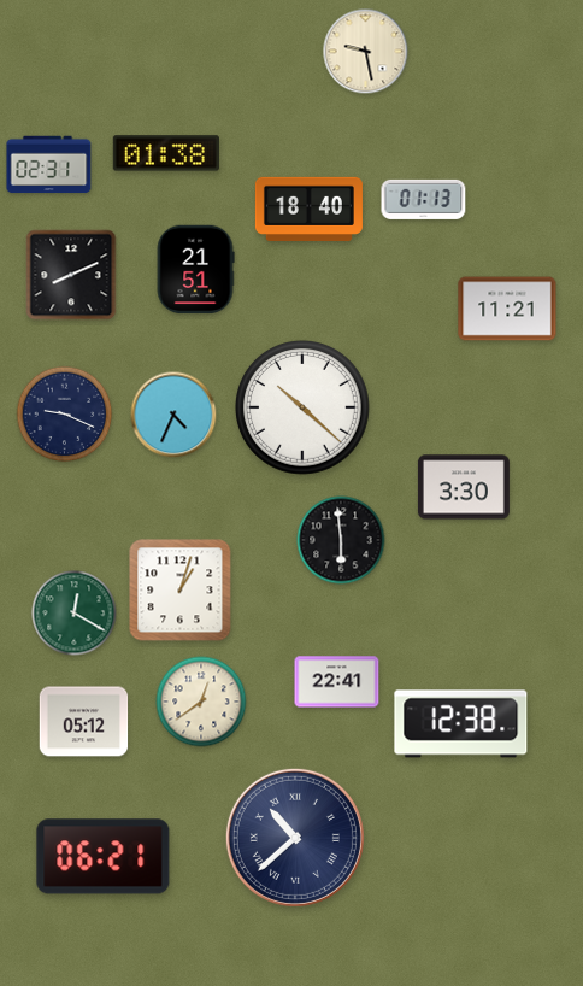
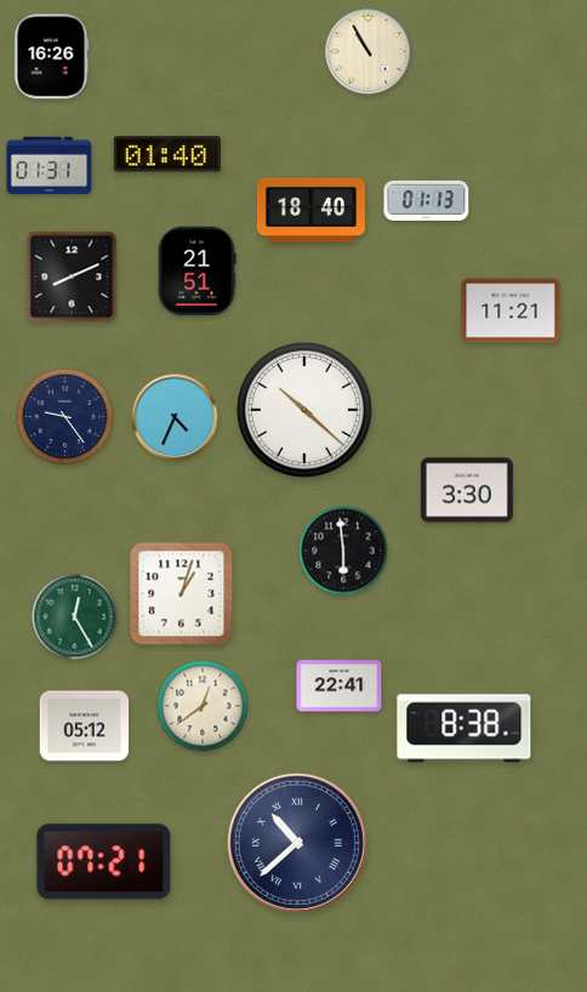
clock at (366, 52): 9:28 -> 10:55
clock at (51, 57): none -> 16:26
clock at (166, 153): 01:38 -> 01:40
clock at (49, 165): 02:31 -> 01:31
clock at (65, 415): 9:19 -> 9:24
clock at (341, 540) position: (341, 540) -> (343, 551)
clock at (75, 614): 12:20 -> 12:25
clock at (461, 724): 12:38 -> 8:38
clock at (104, 857): 06:21 -> 07:21
